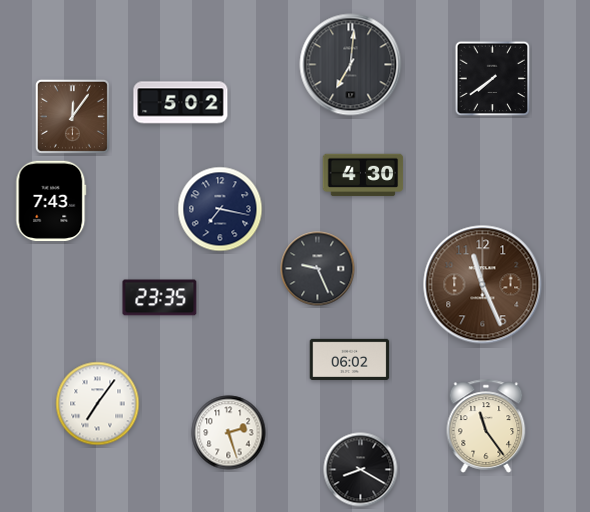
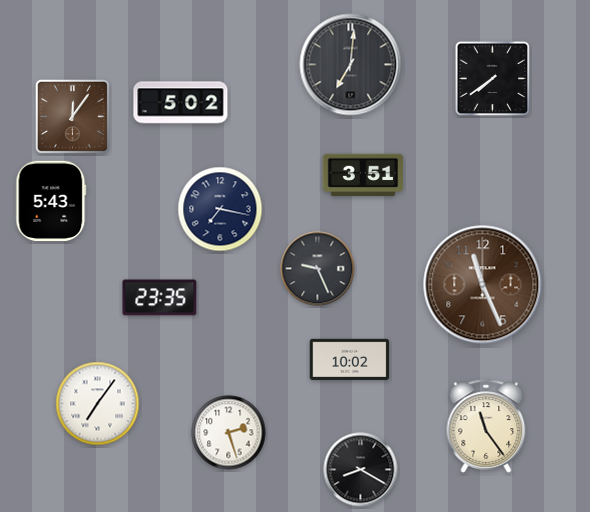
clock at (363, 175): 4:30 -> 3:51
clock at (51, 201): 7:43 -> 5:43
clock at (350, 359): 06:02 -> 10:02
